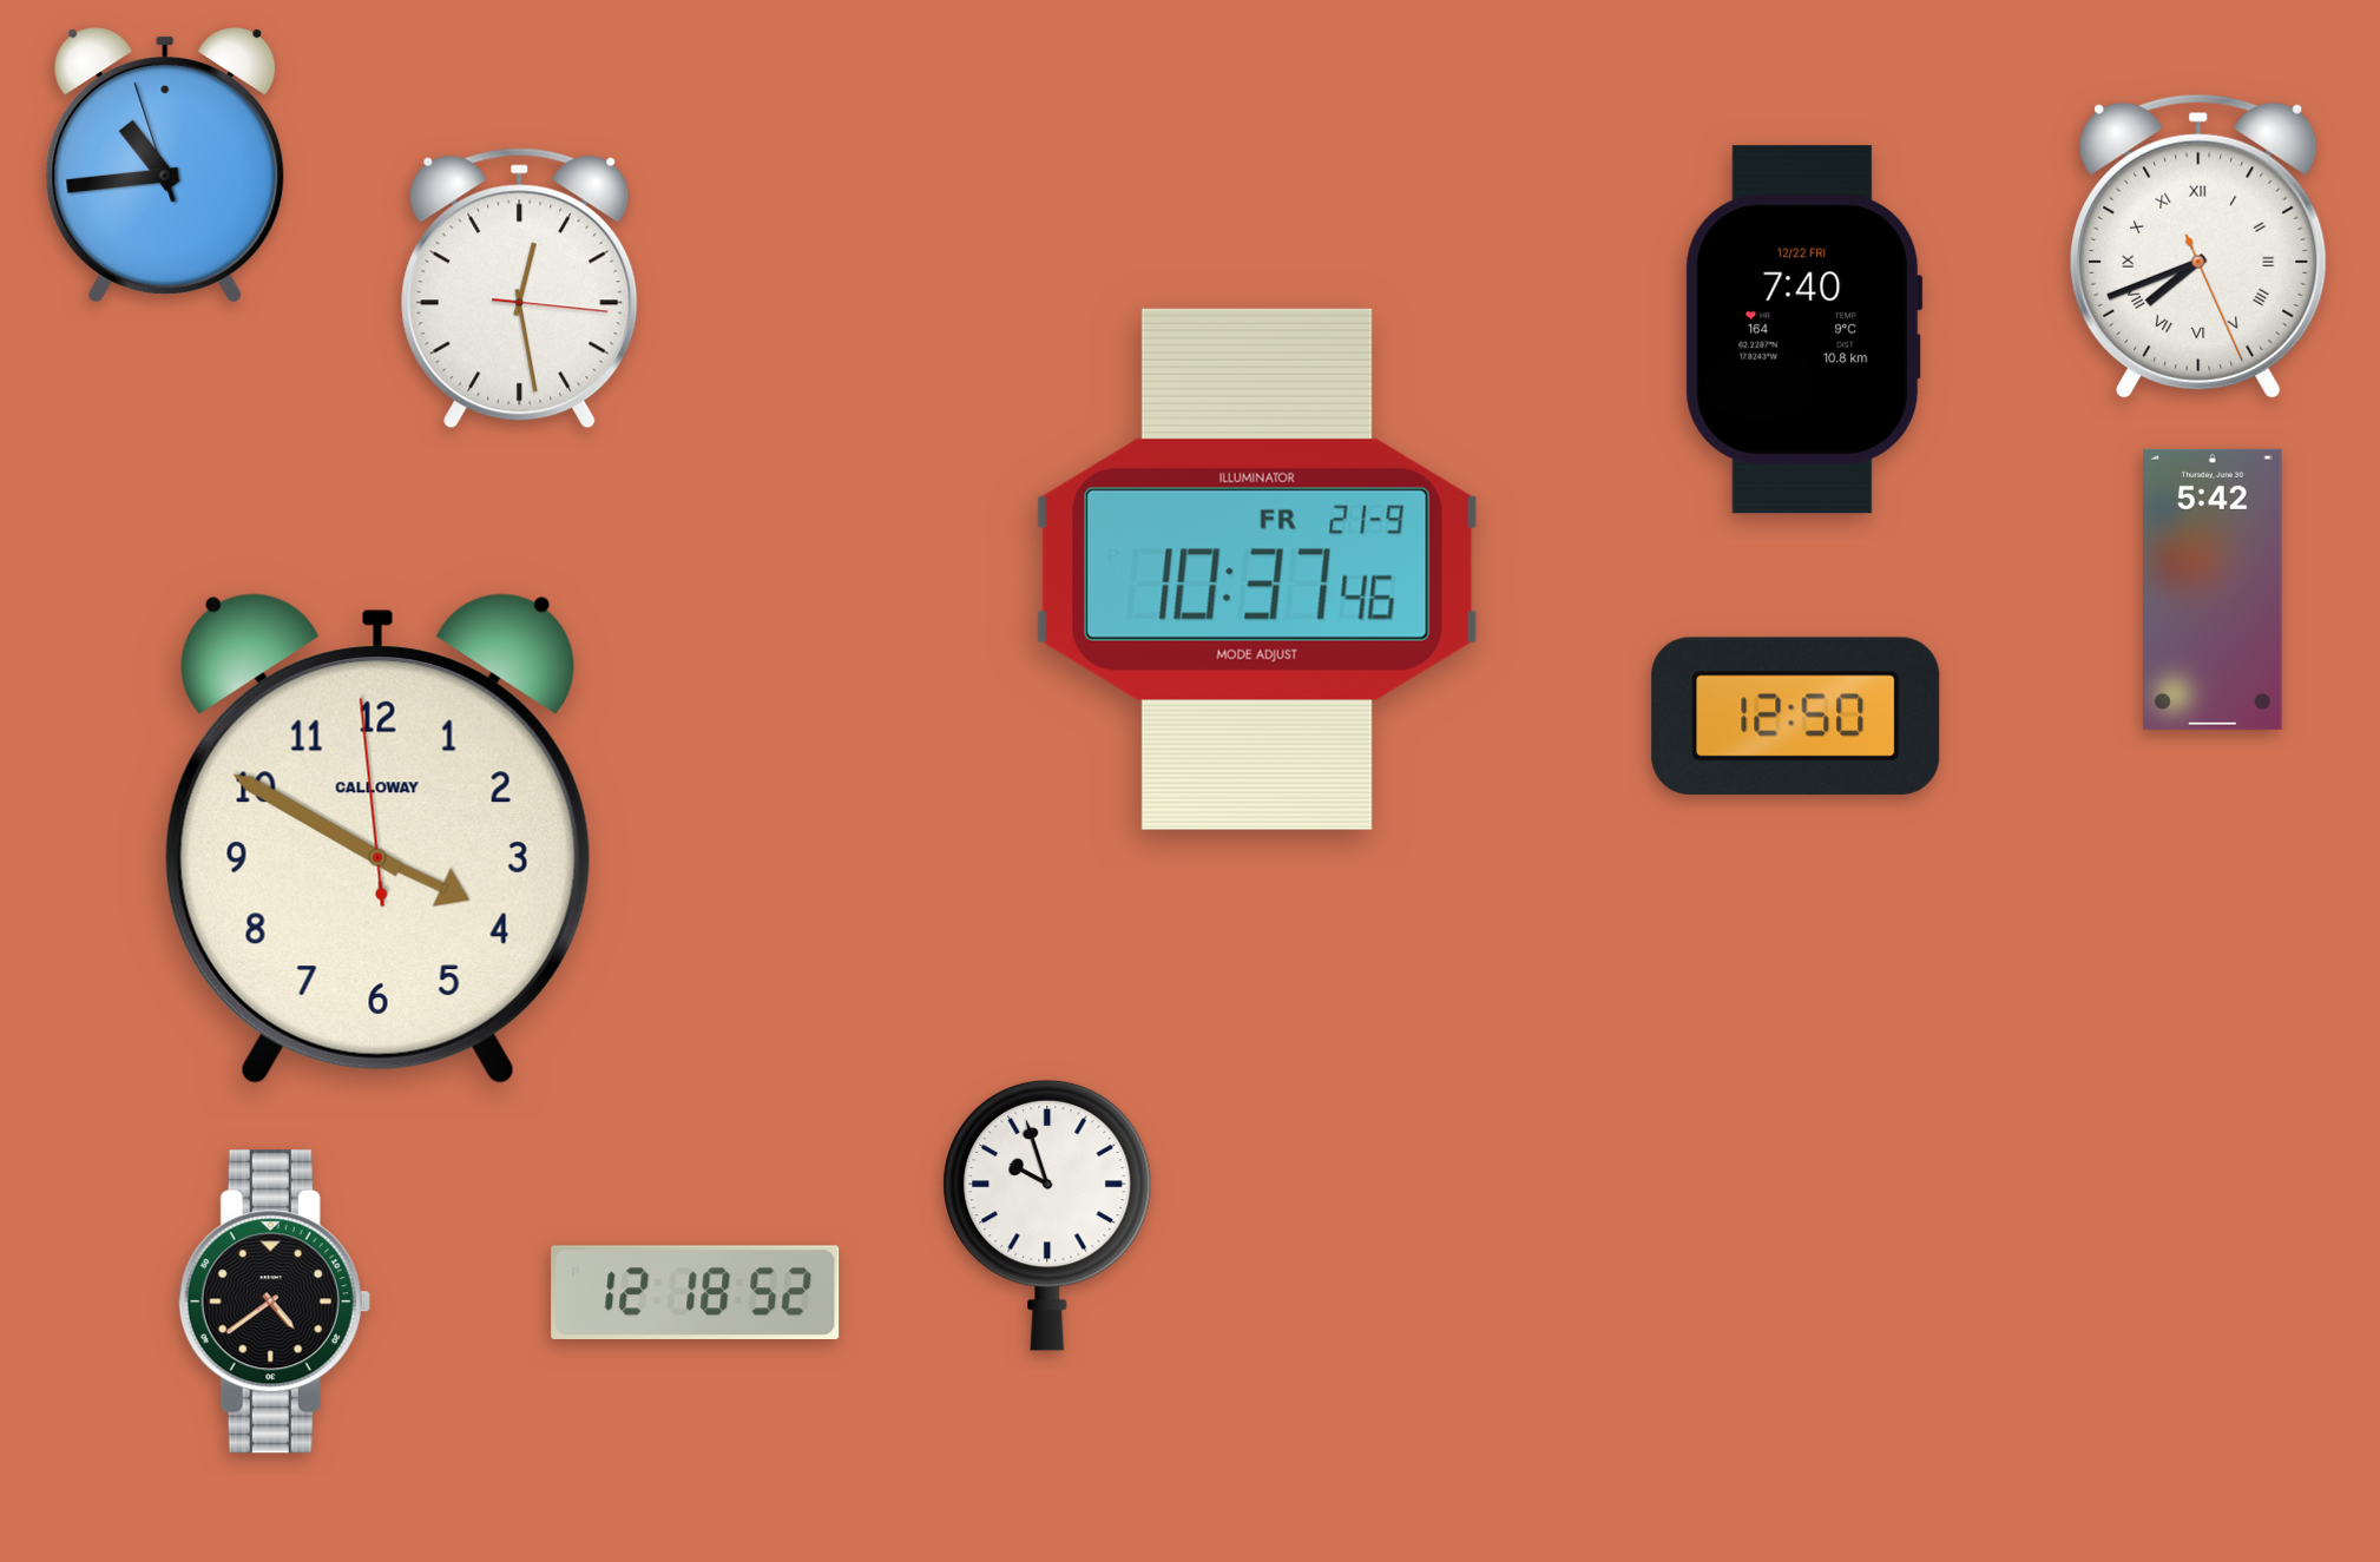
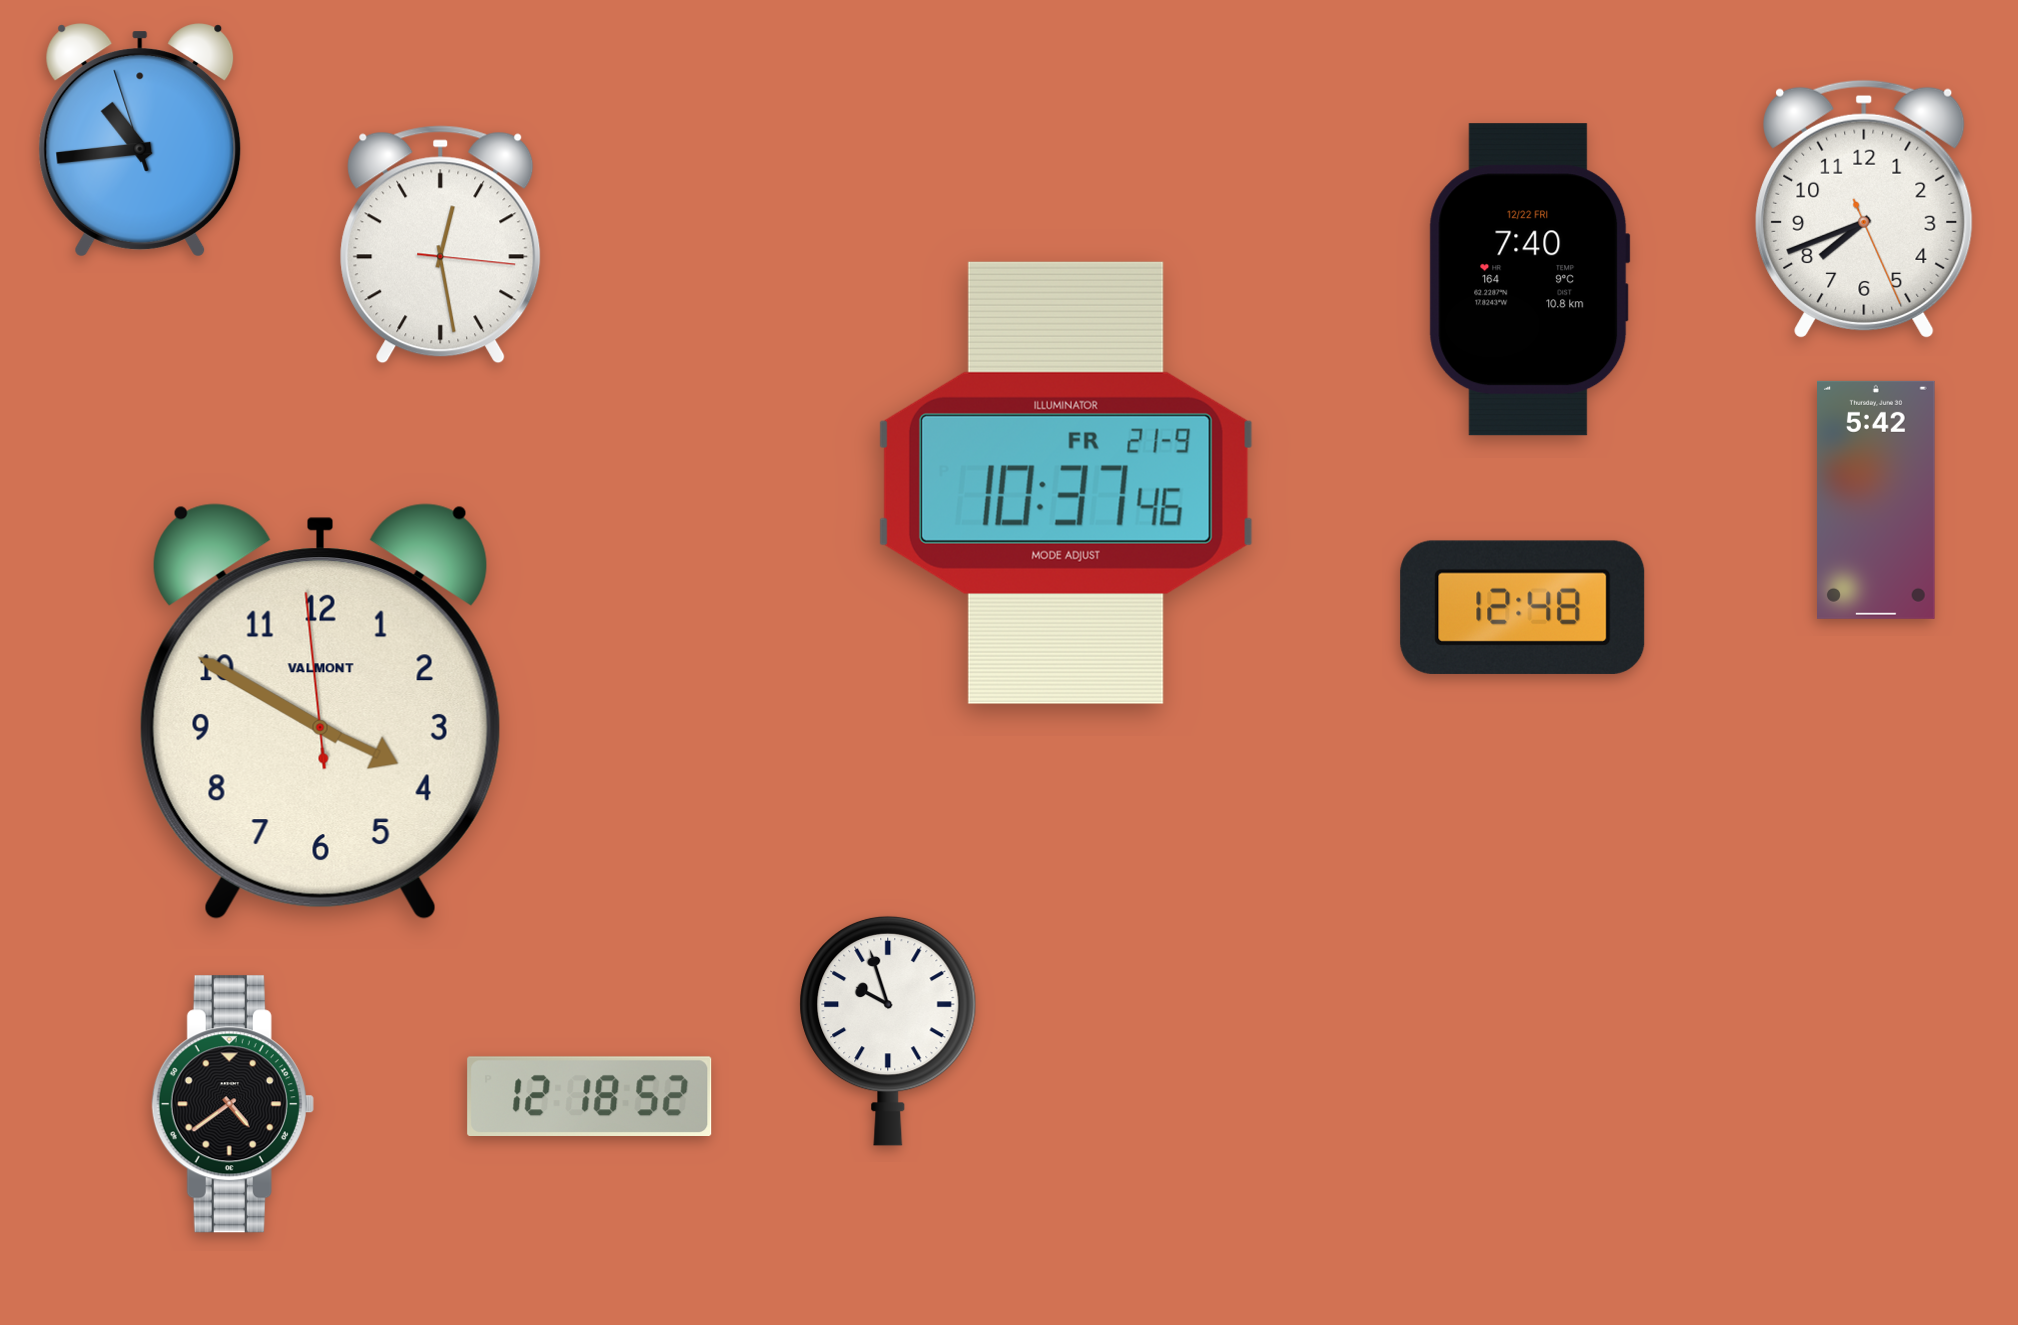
clock at (2198, 246) numerals: Roman -> Arabic
clock at (1796, 716): 12:50 -> 12:48
clock at (377, 839) brand: CALLOWAY -> VALMONT
